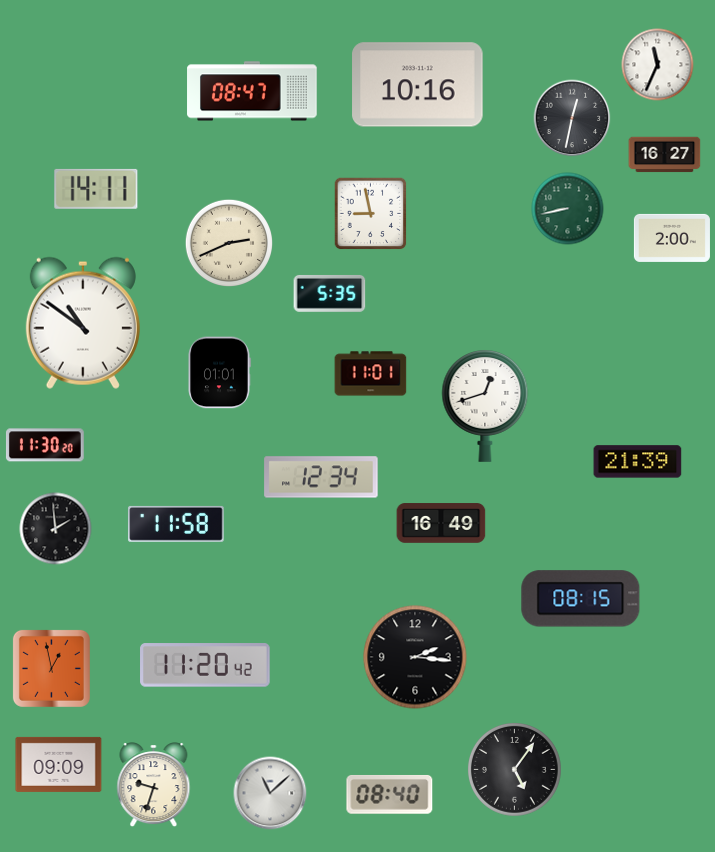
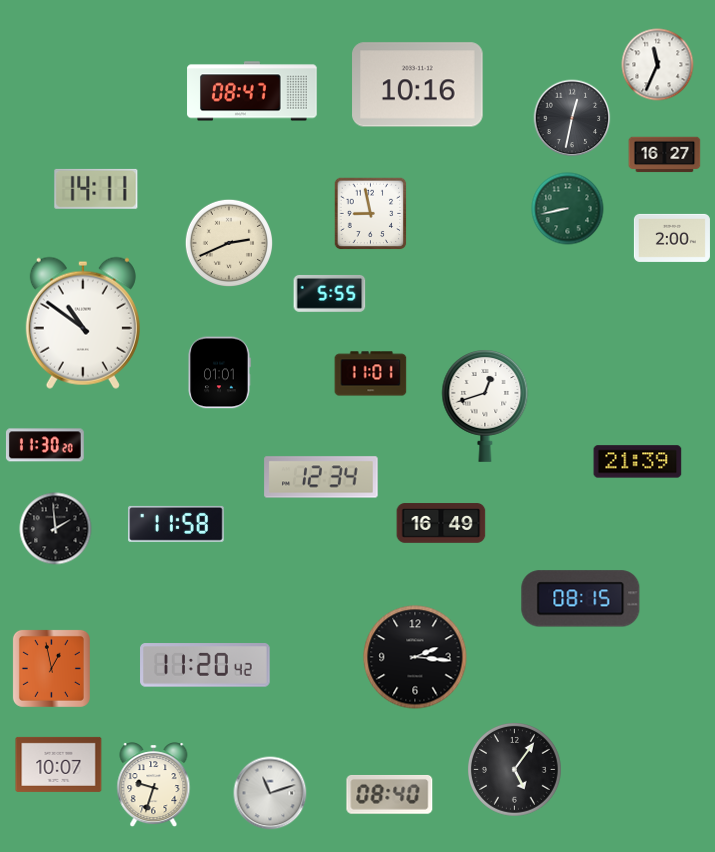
clock at (330, 293): 5:35 -> 5:55
clock at (59, 764): 09:09 -> 10:07
clock at (270, 793): 11:08 -> 11:12
